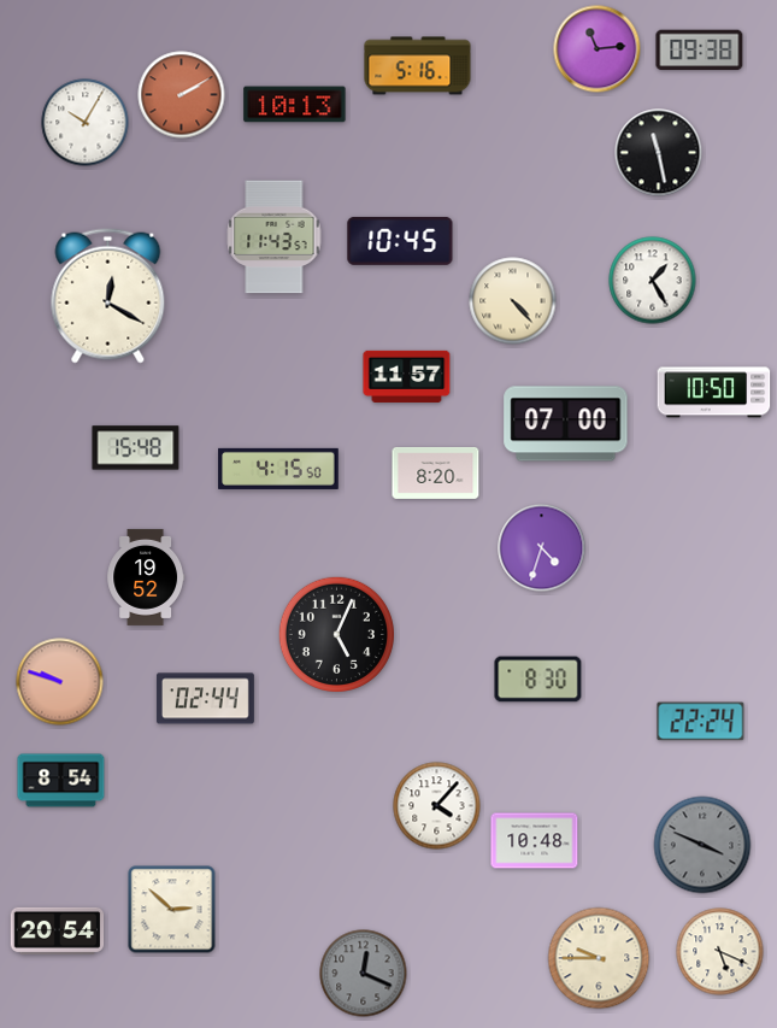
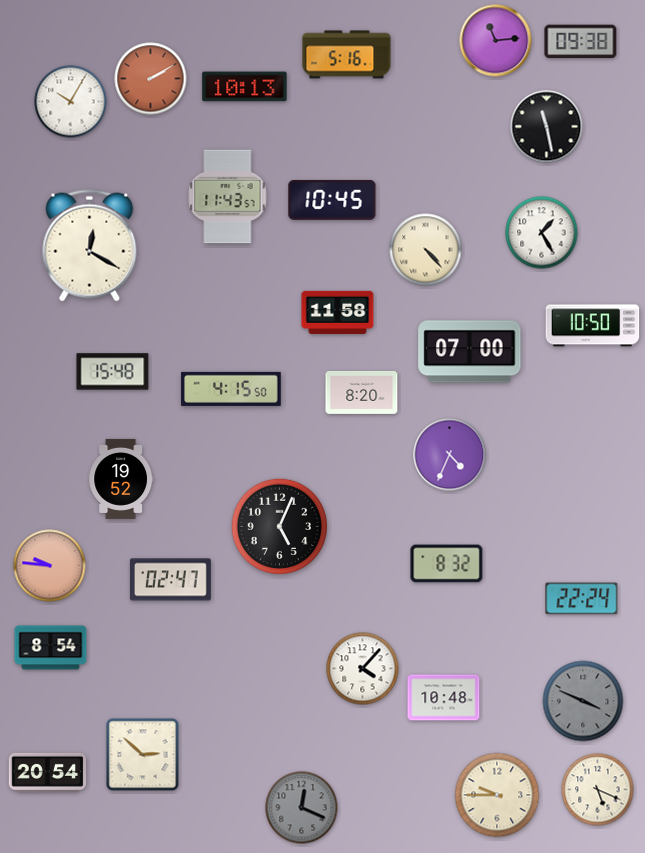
clock at (407, 376): 11:57 -> 11:58
clock at (542, 548): 4:33 -> 4:34
clock at (538, 680): 8:30 -> 8:32
clock at (60, 682): 9:48 -> 9:46
clock at (205, 699): 02:44 -> 02:47
